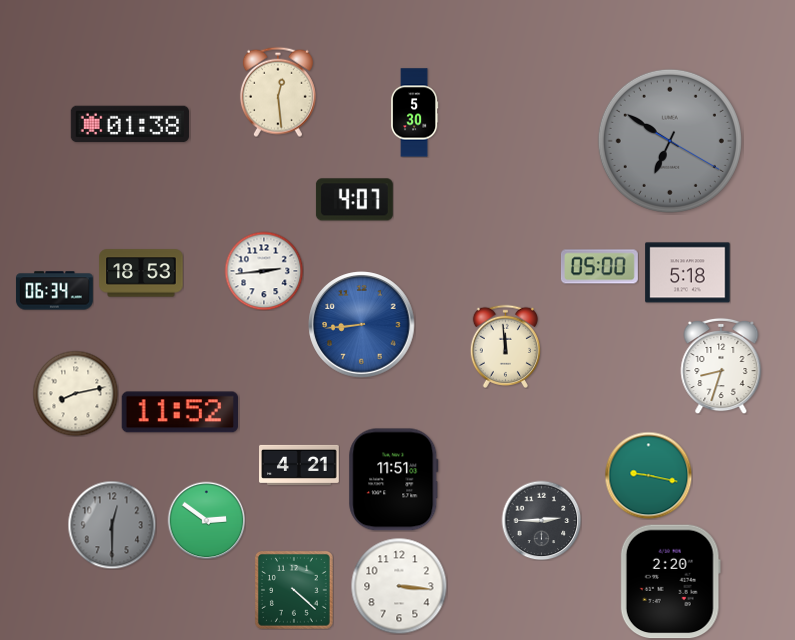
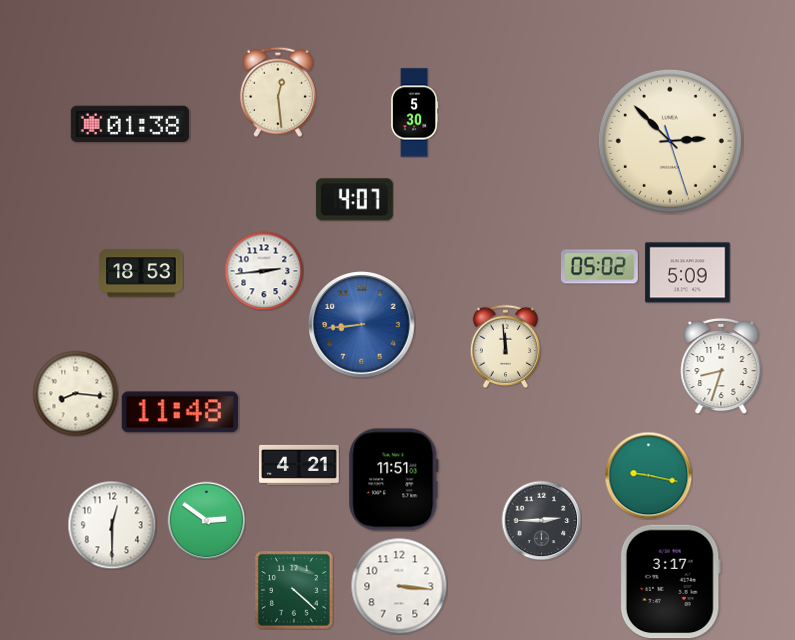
clock at (670, 141): 6:50 -> 2:52
clock at (670, 141) dial: grey -> cream
clock at (599, 267): 05:00 -> 05:02
clock at (688, 273): 5:18 -> 5:09
clock at (54, 291): 06:34 -> none
clock at (75, 393): 8:13 -> 8:16
clock at (179, 412): 11:52 -> 11:48
clock at (112, 525) dial: grey -> white
clock at (670, 582): 2:20 -> 3:17
